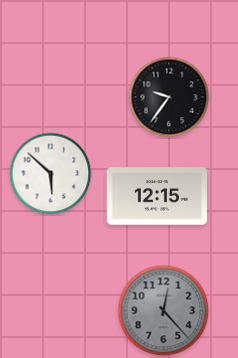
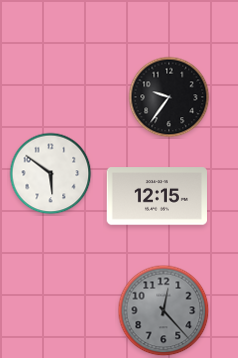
clock at (51, 174): 5:52 -> 5:51
